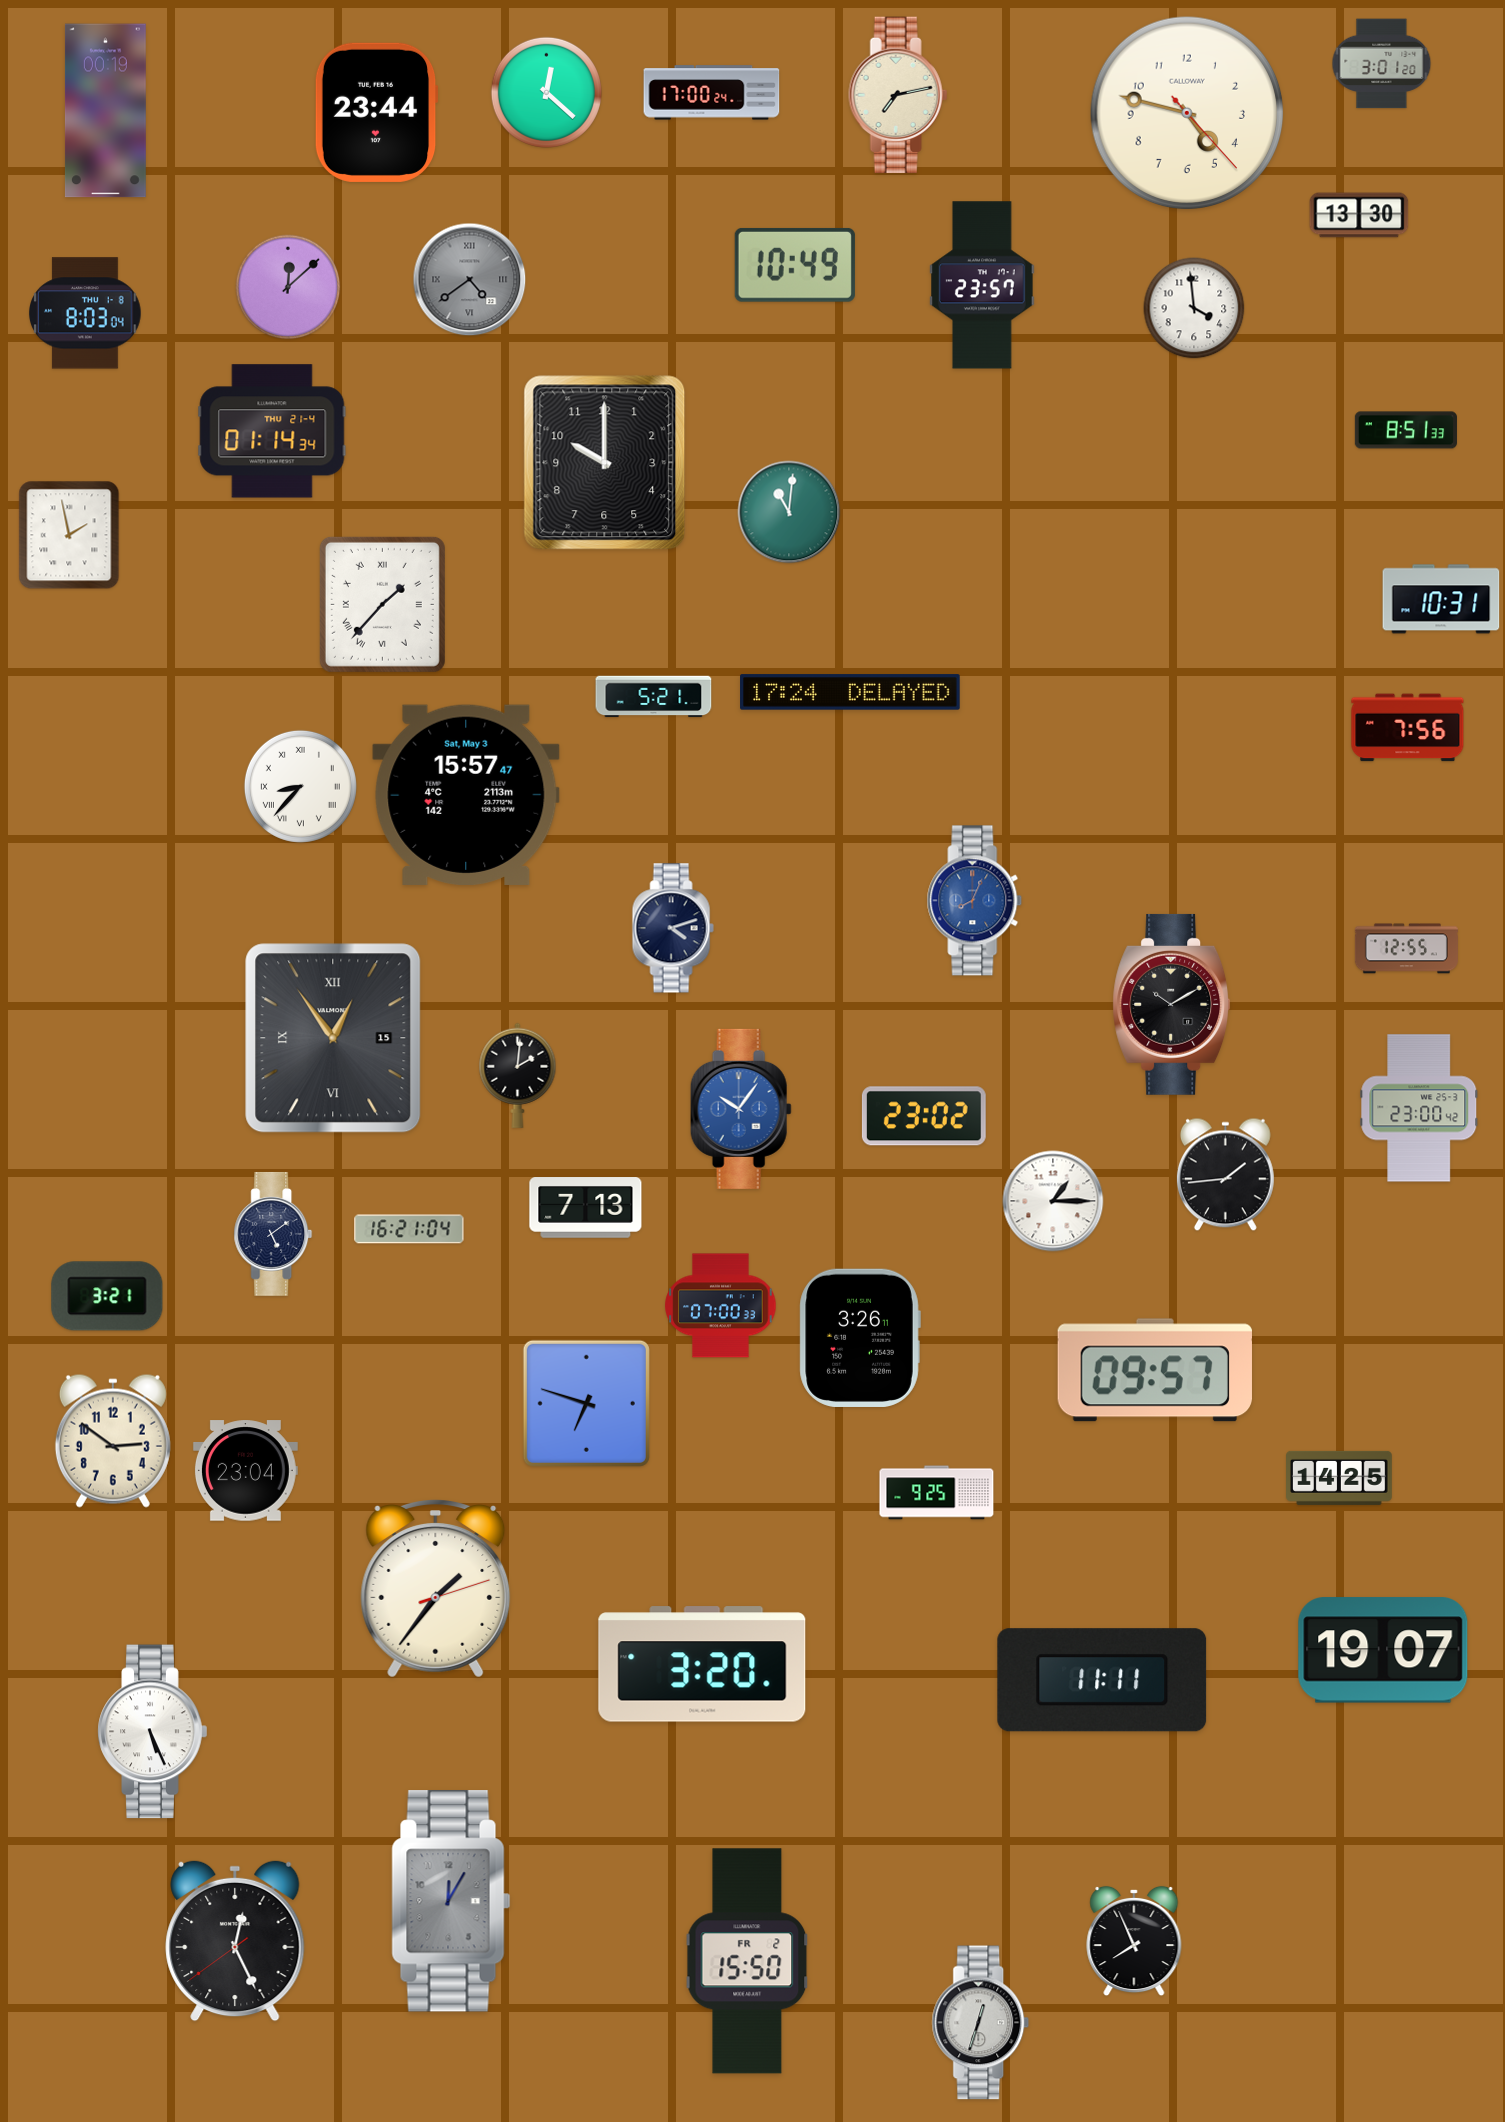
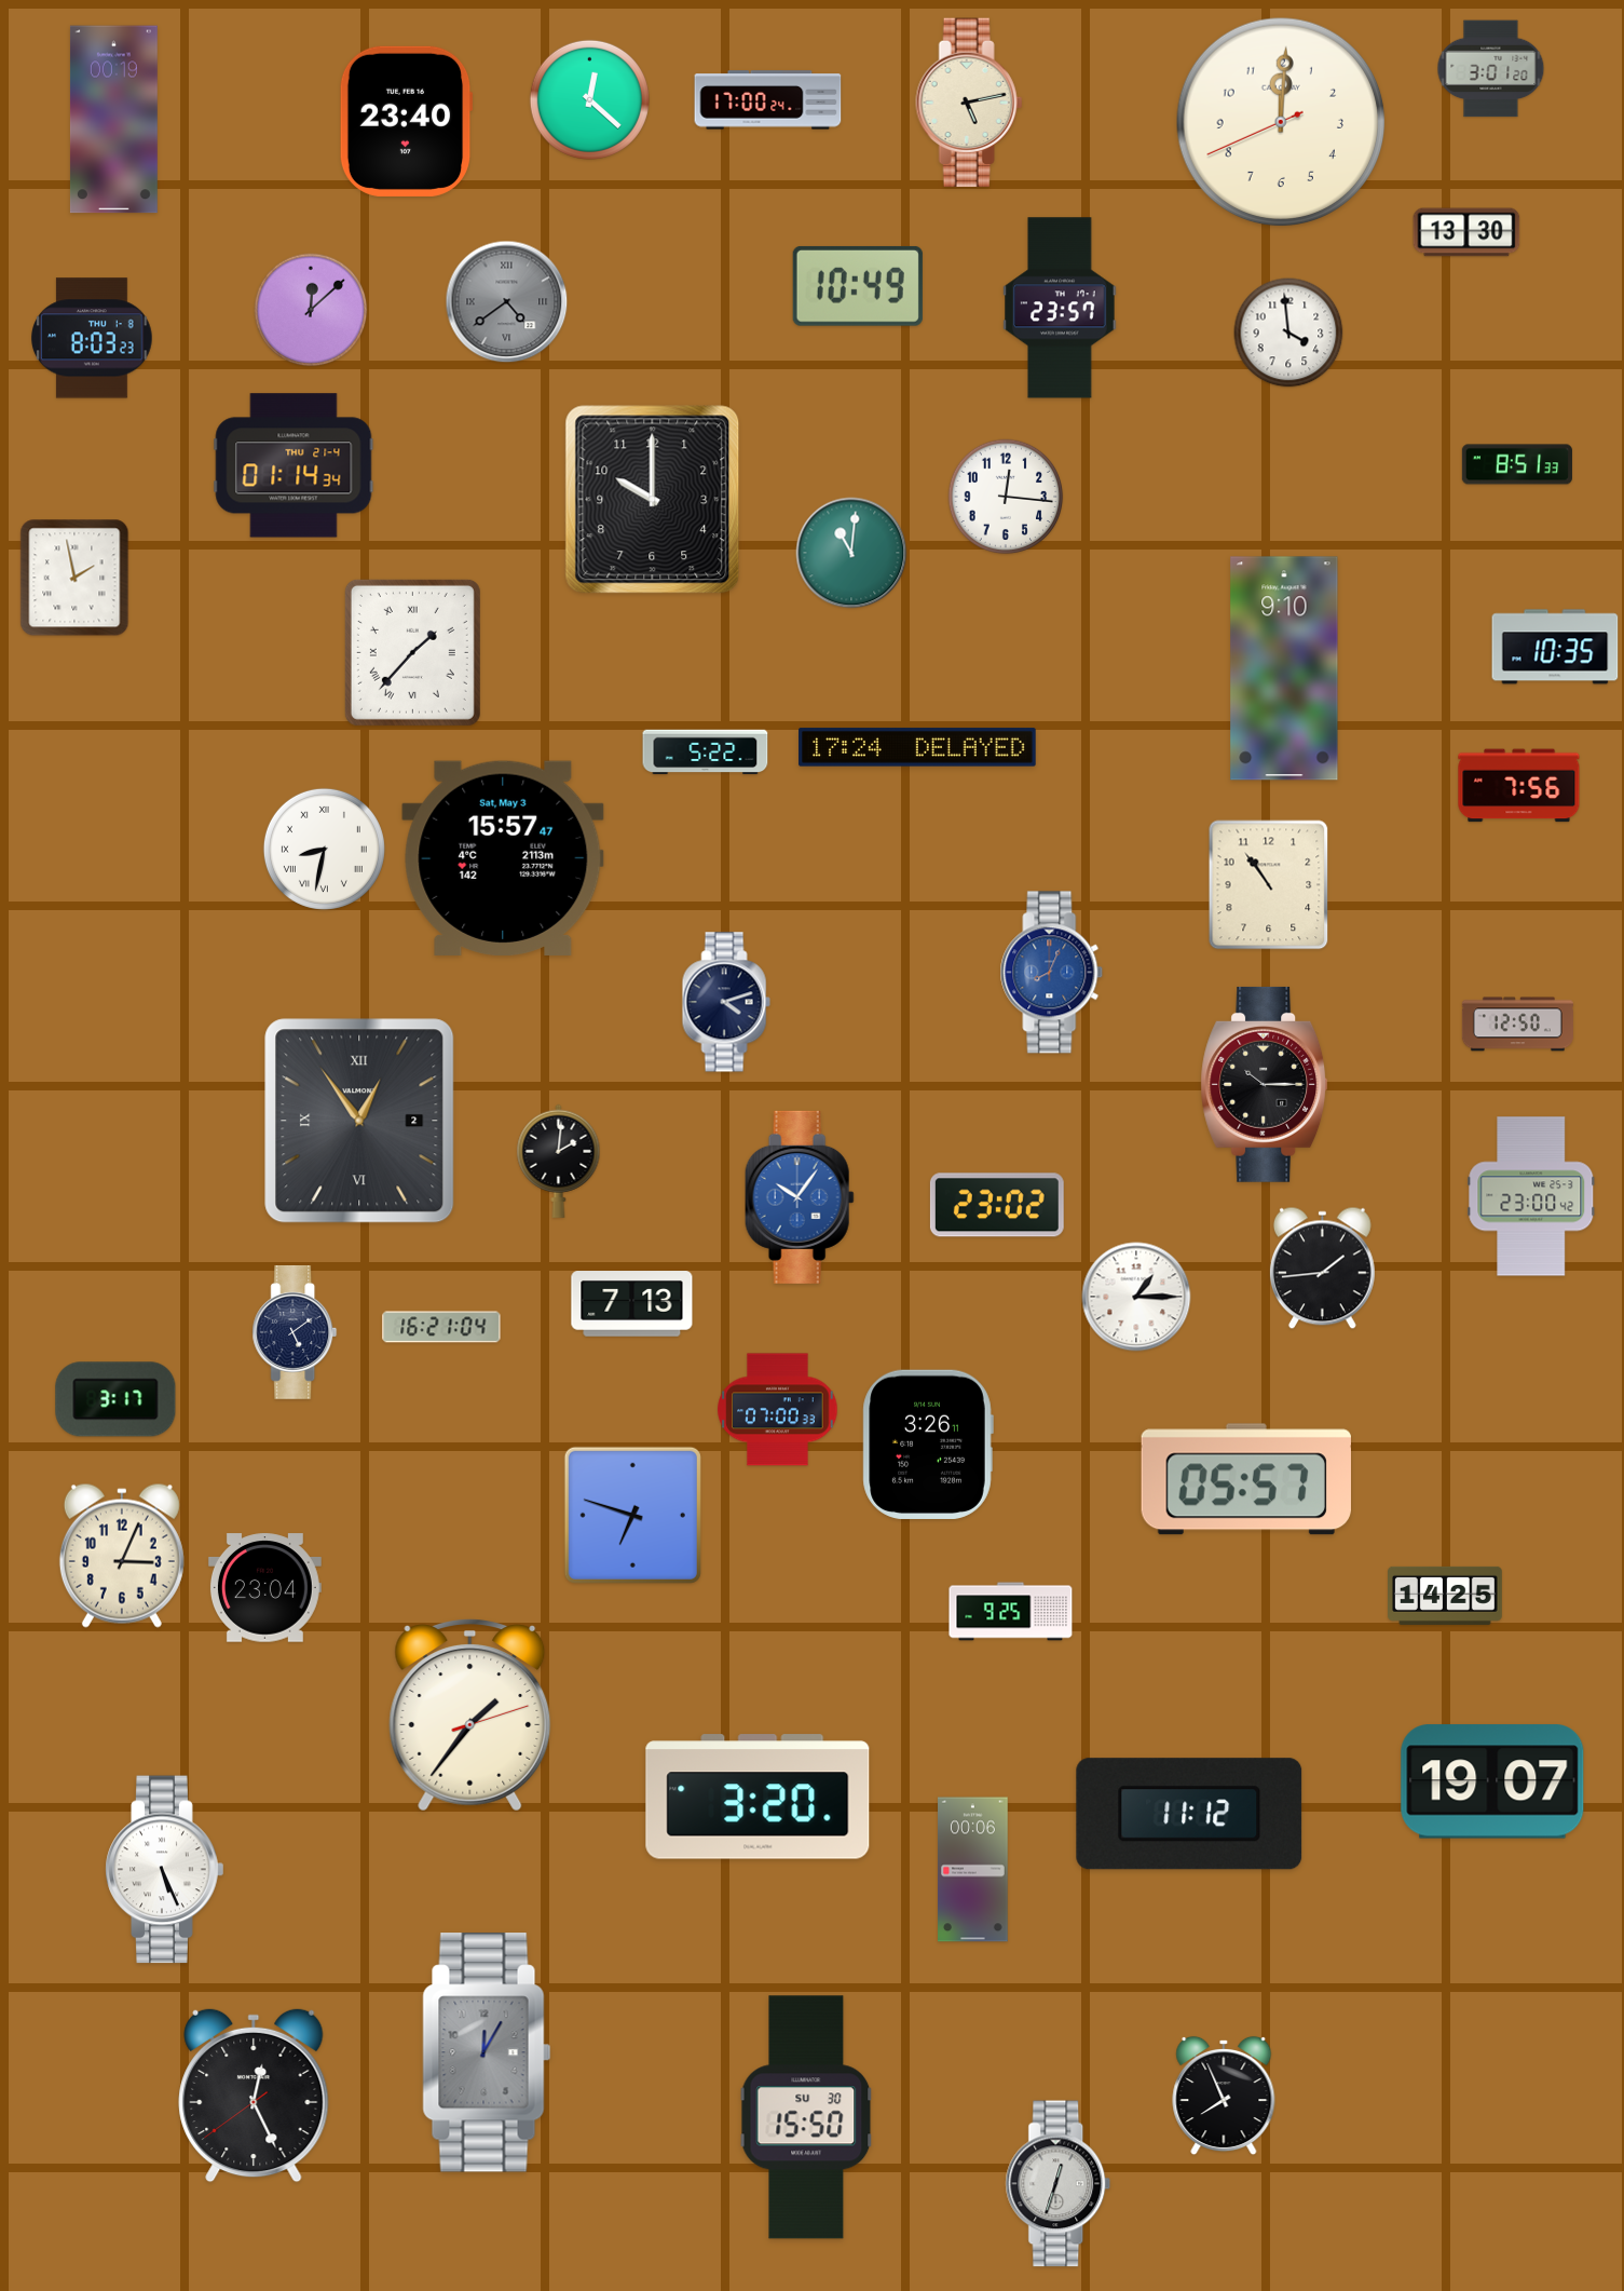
clock at (898, 95): 7:13 -> 5:13
clock at (376, 112): 23:44 -> 23:40
clock at (1187, 113): 4:47 -> 12:00
clock at (85, 313): 8:03:04 -> 8:03:23
clock at (1006, 497): none -> 12:16
clock at (1441, 599): 10:31 -> 10:35
clock at (1284, 668): none -> 9:10
clock at (654, 697): 5:21 -> 5:22
clock at (300, 786): 8:37 -> 8:32
clock at (1269, 885): none -> 10:54
clock at (1406, 949): 12:55 -> 12:50
clock at (1172, 1004): 10:10 -> 10:15
clock at (333, 1038) date: 15 -> 2
clock at (107, 1296): 3:21 -> 3:17
clock at (1155, 1370): 09:57 -> 05:57
clock at (113, 1441): 2:51 -> 3:04
clock at (1102, 1680): 11:11 -> 11:12
clock at (973, 1870): none -> 00:06
clock at (747, 1961) date: FR 2 -> SU 30
